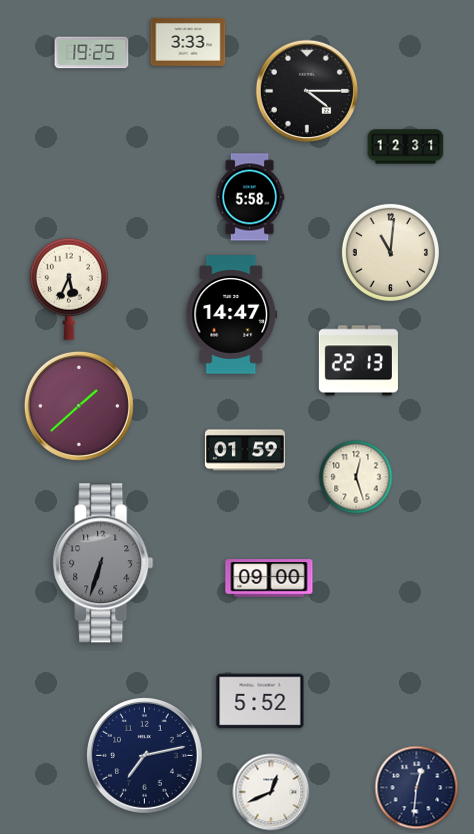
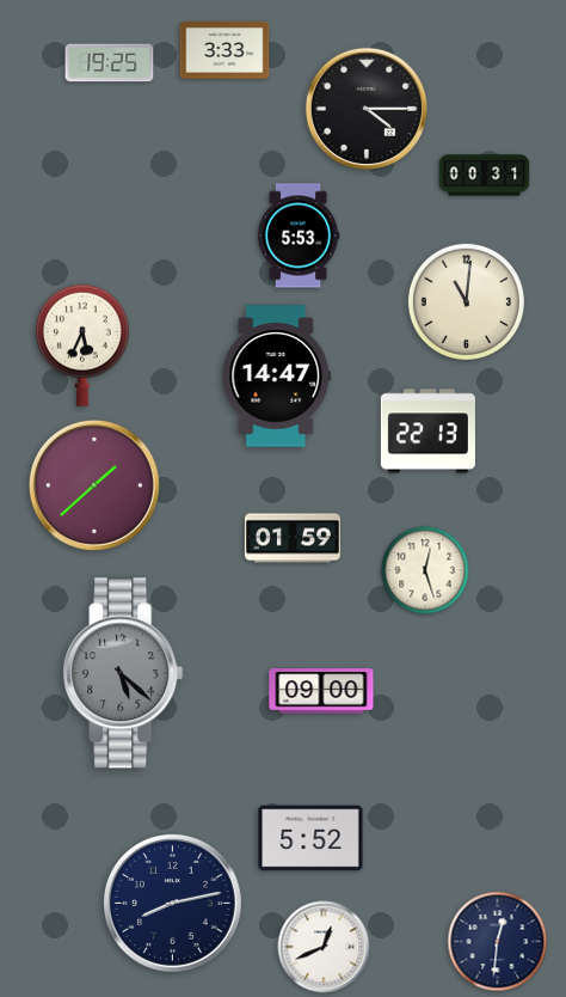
clock at (406, 147): 12:31 -> 00:31
clock at (250, 197): 5:58 -> 5:53
clock at (103, 563): 6:33 -> 5:22
clock at (144, 755): 7:13 -> 8:13
